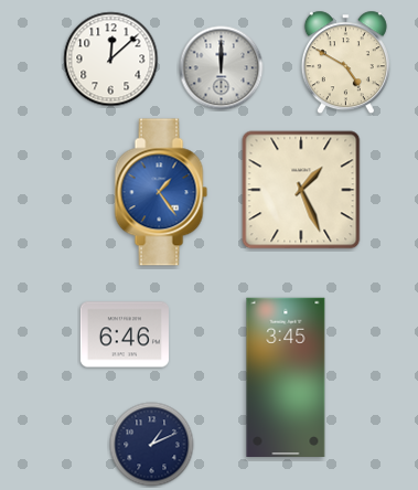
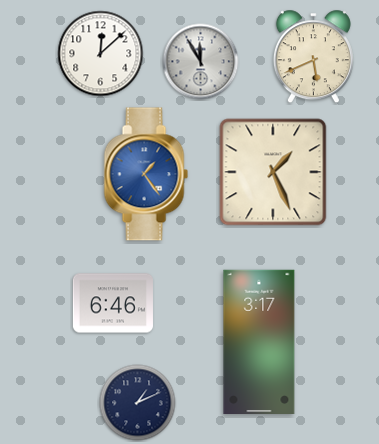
clock at (345, 63): 4:50 -> 5:41
clock at (222, 68): 12:00 -> 11:55
clock at (286, 376): 3:45 -> 3:17
